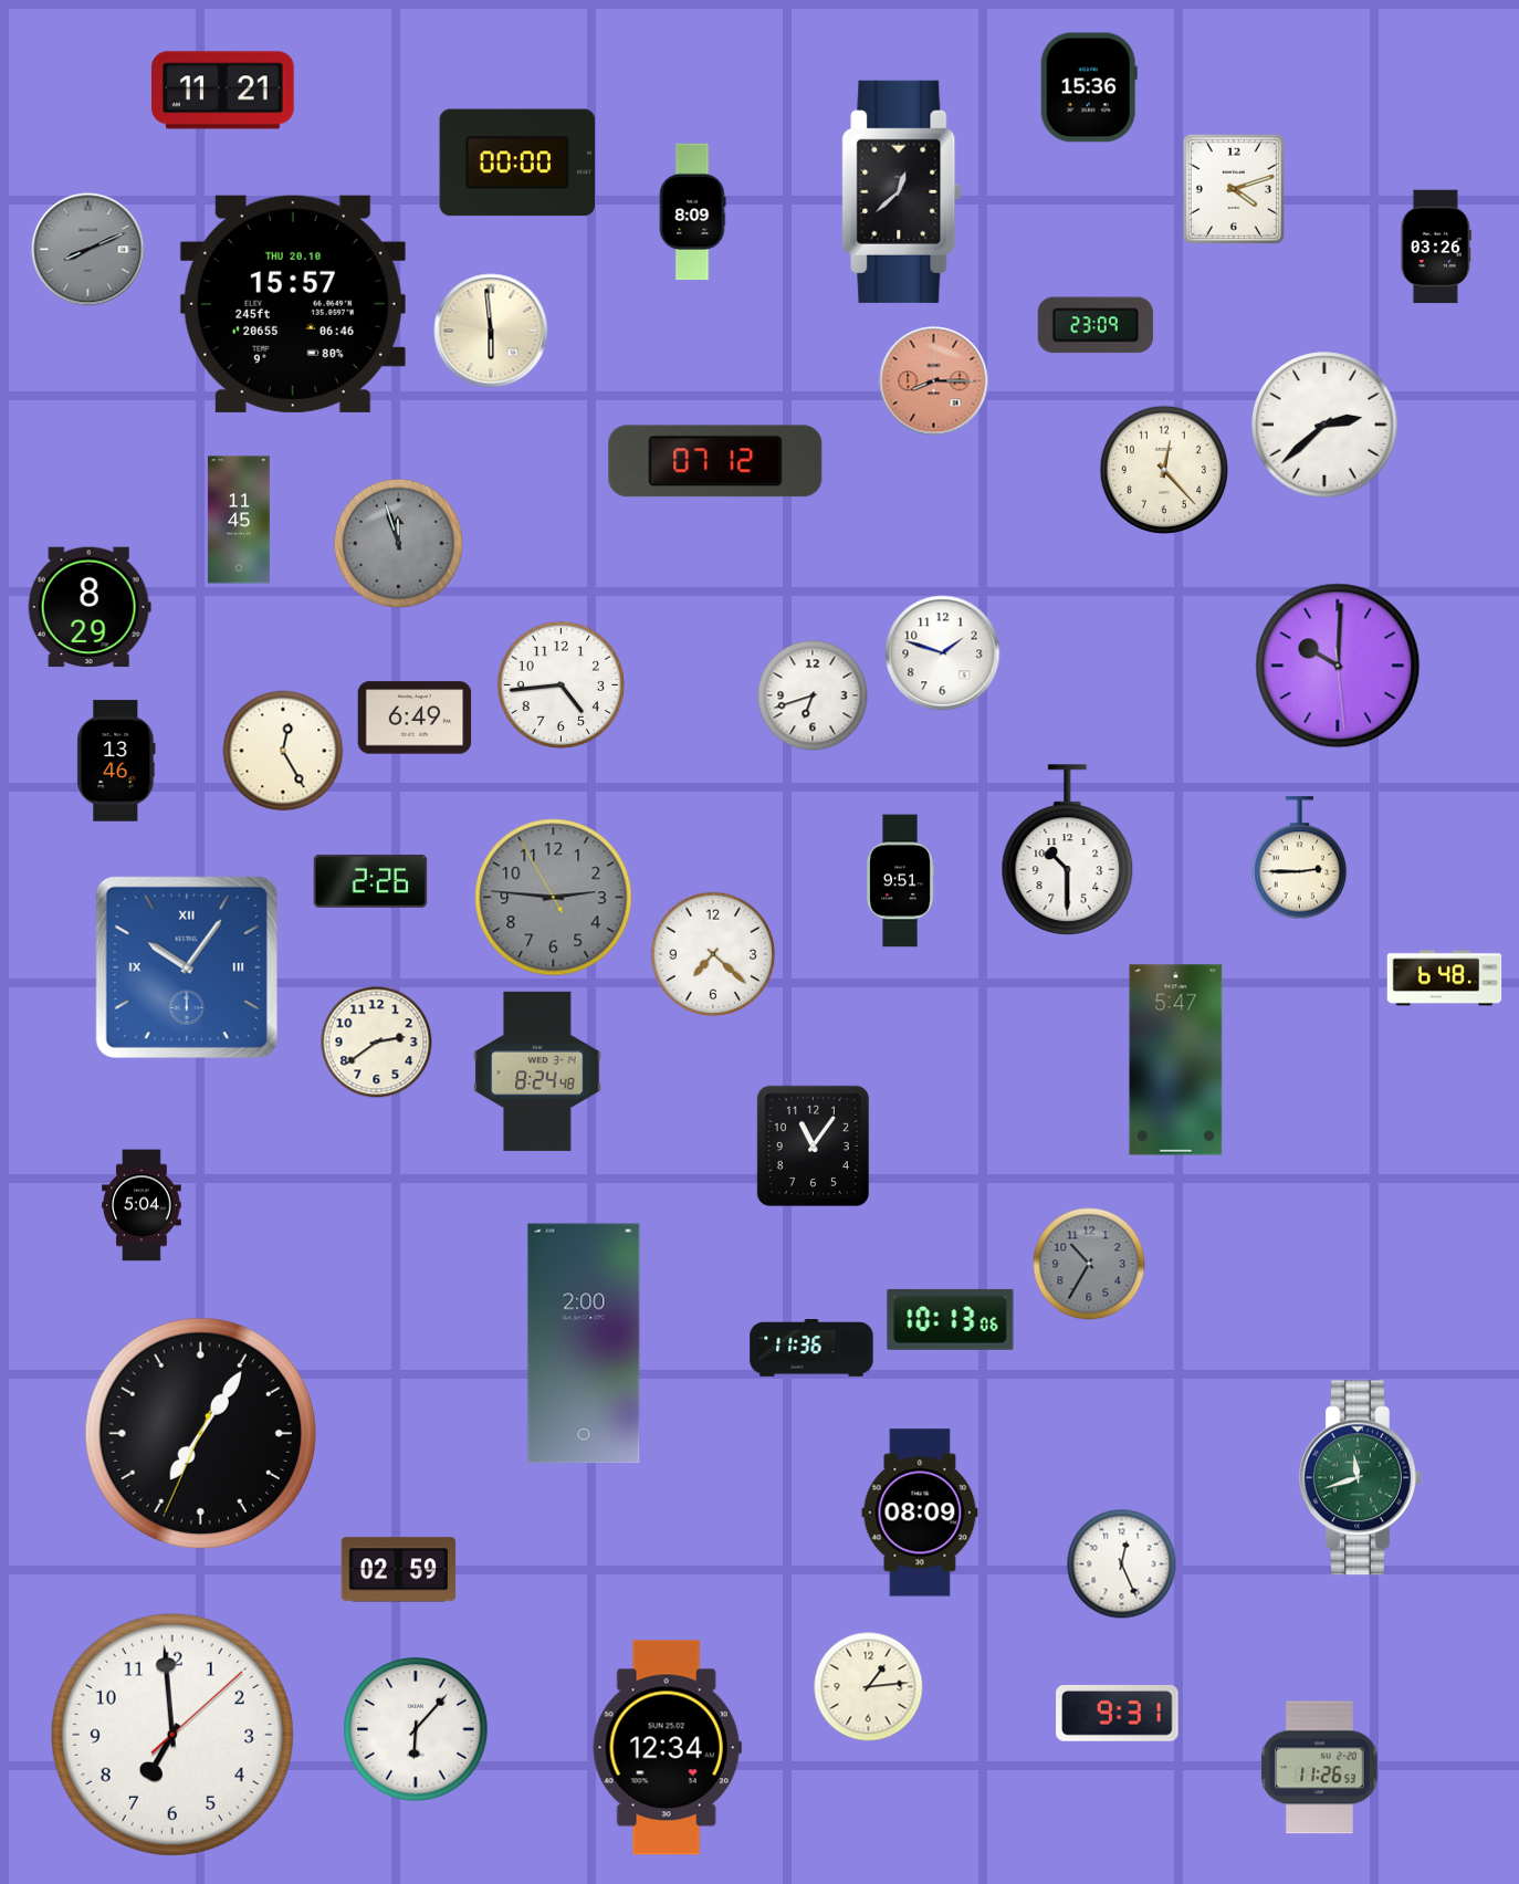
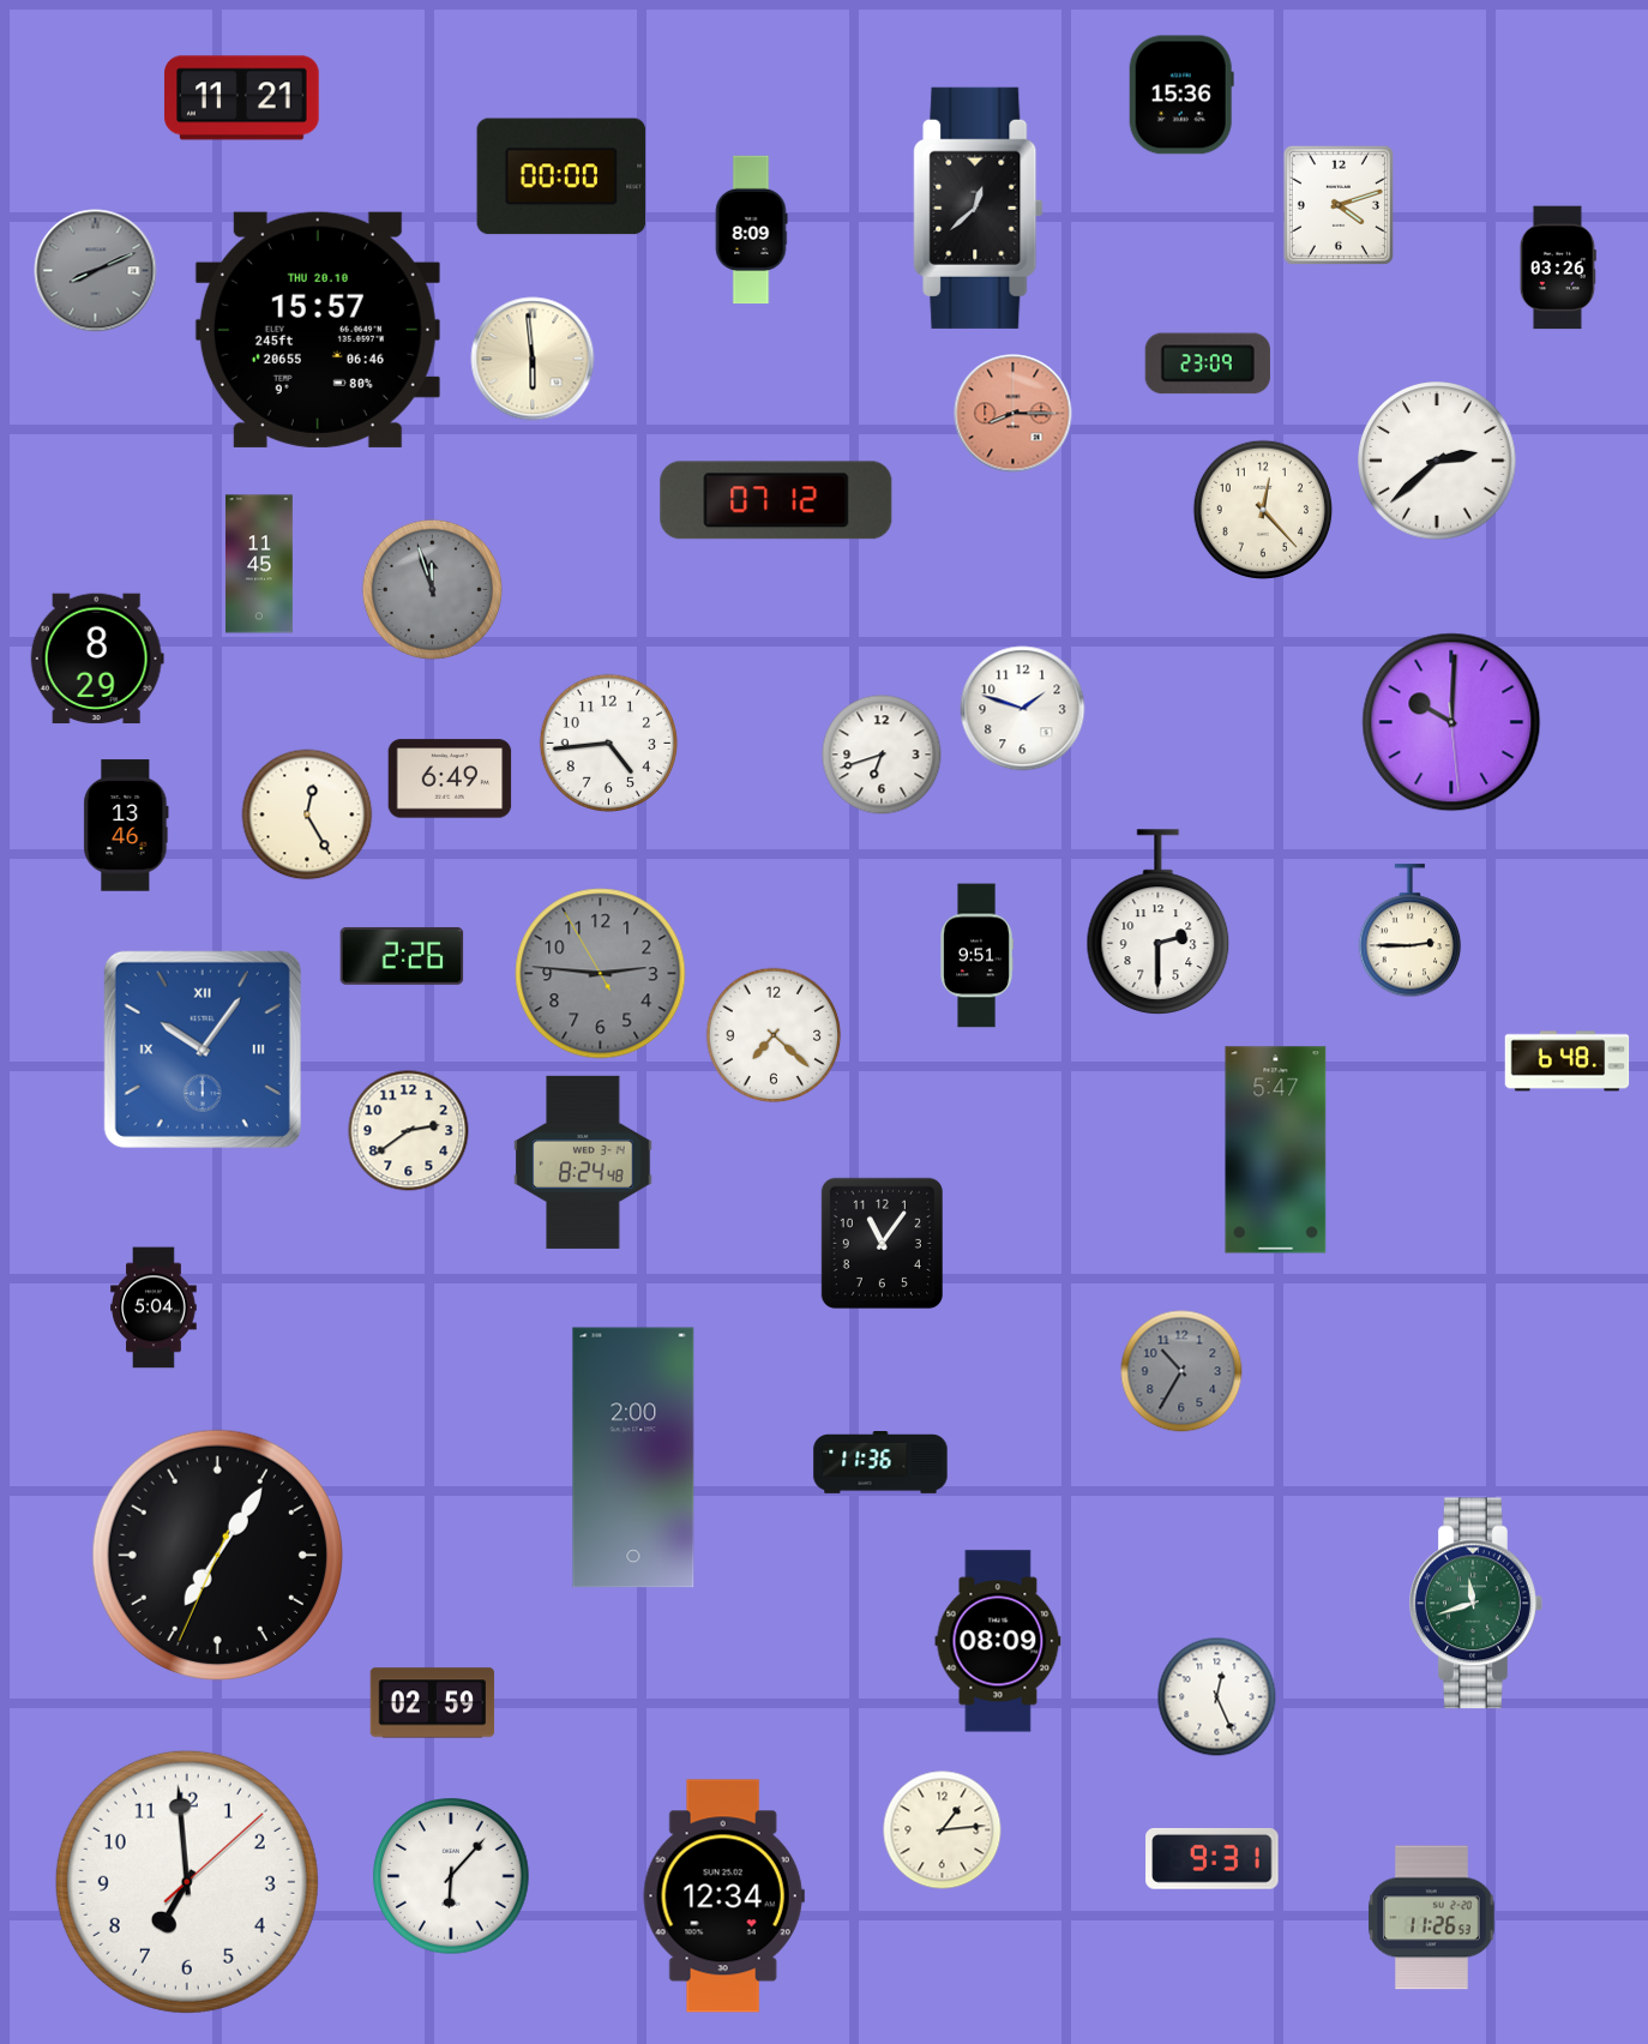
clock at (1096, 325) position: (1096, 325) -> (1208, 363)
clock at (1068, 850): 10:30 -> 2:30
clock at (951, 1319): 10:13 -> none
